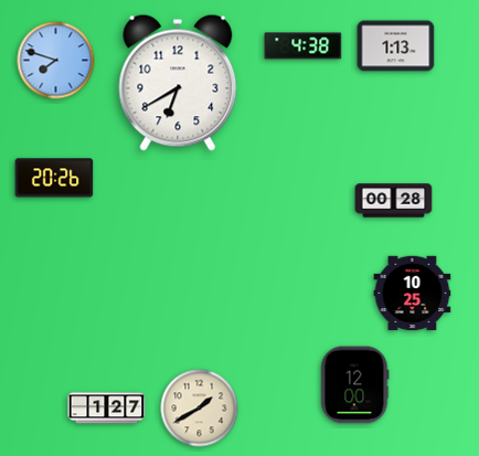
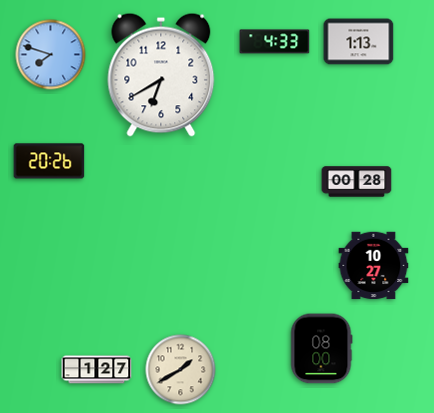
clock at (304, 46): 4:38 -> 4:33
clock at (413, 294): 10:25 -> 10:27
clock at (355, 385): 12:00 -> 08:00
